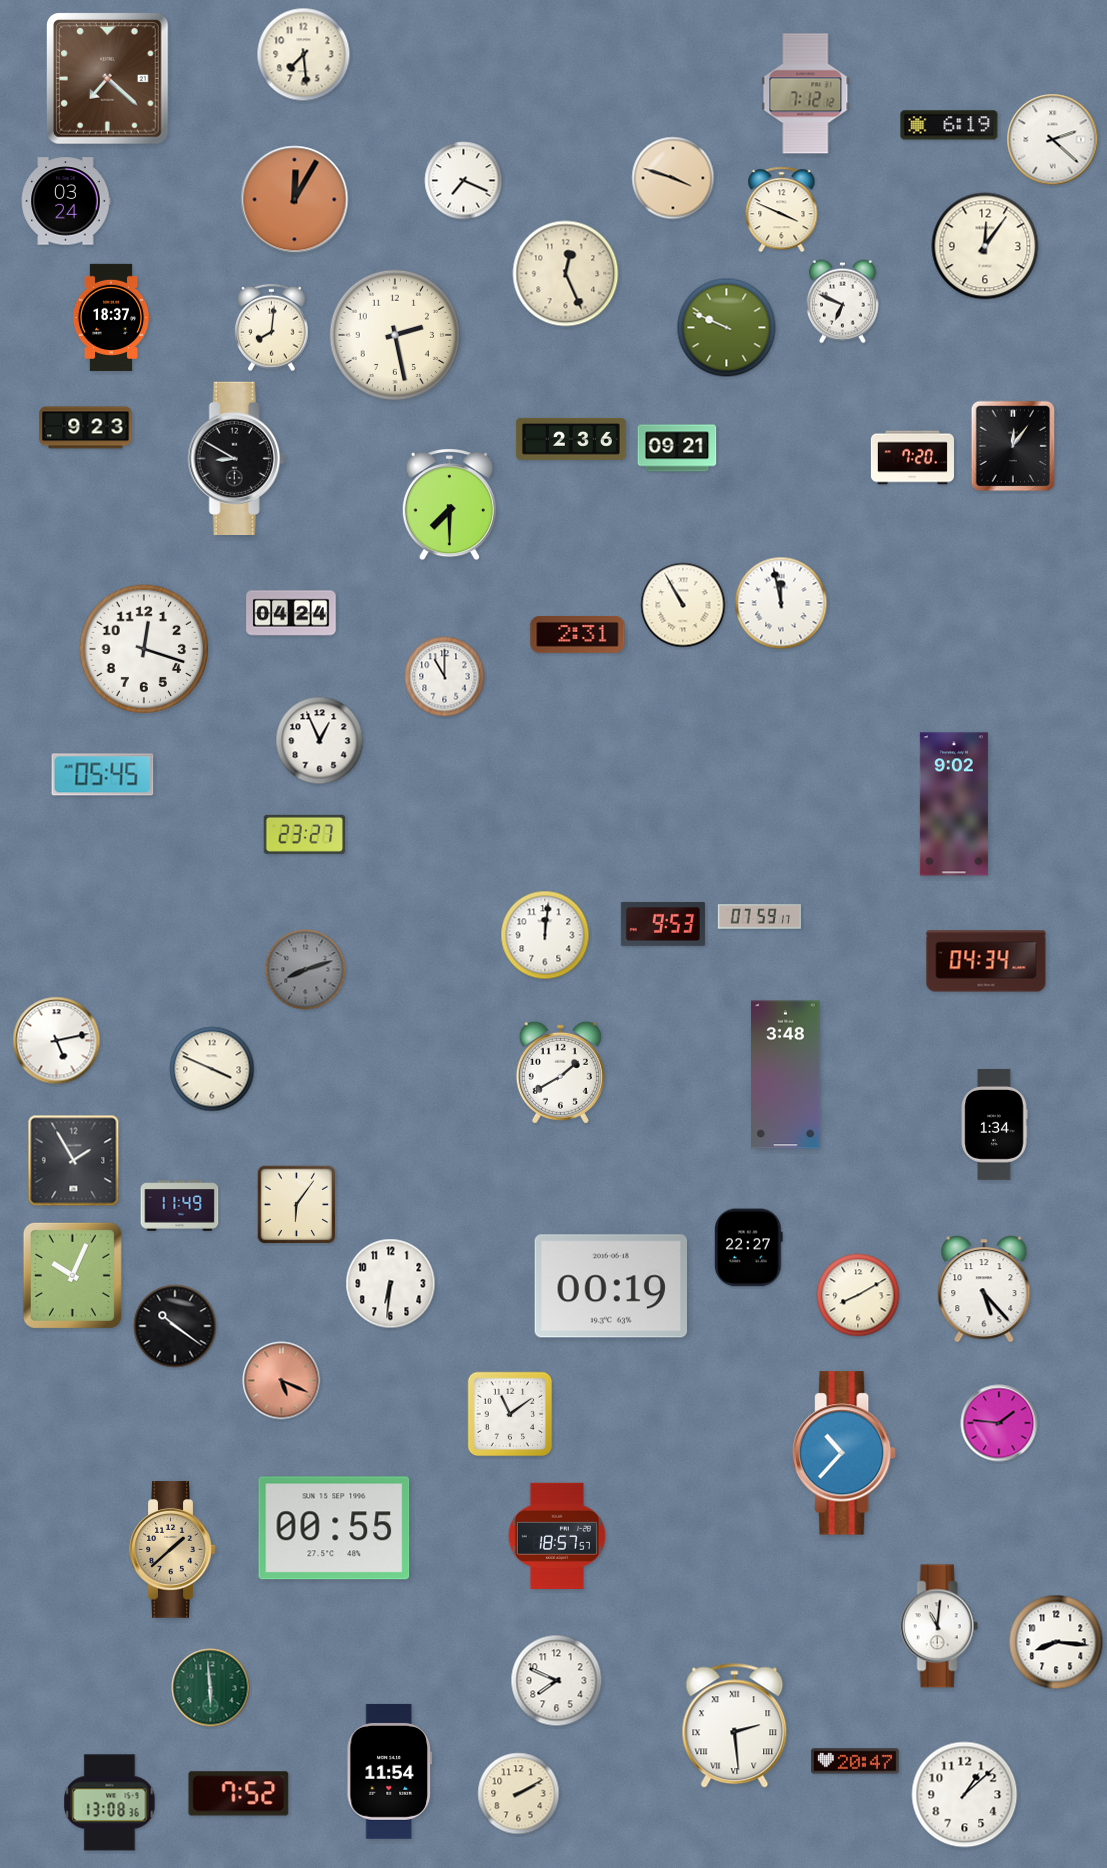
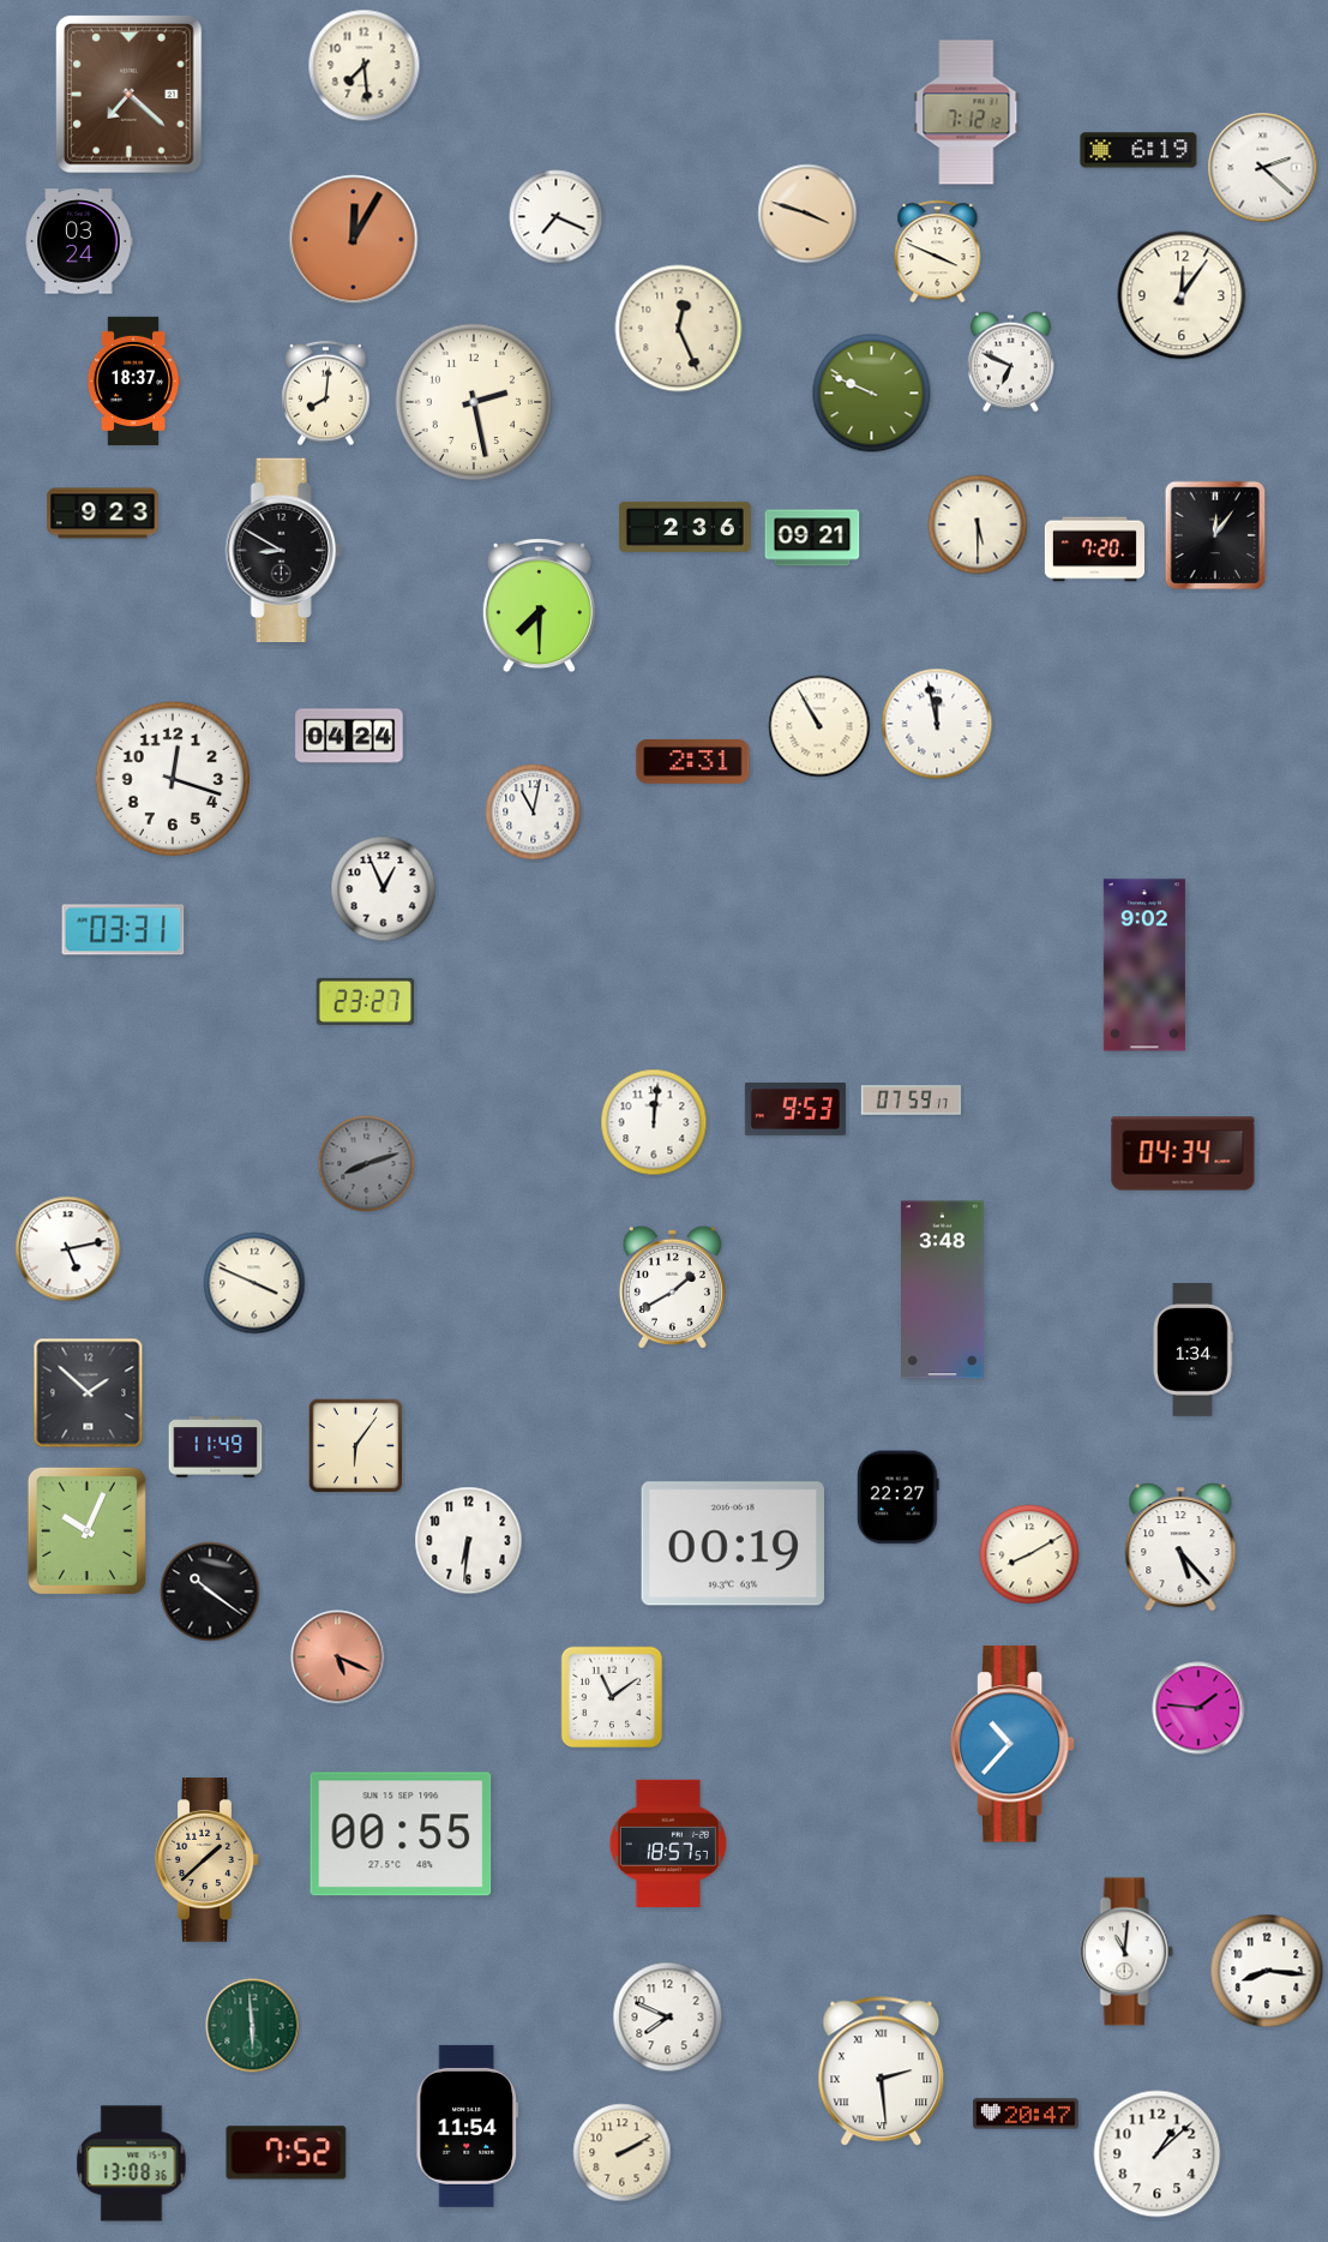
clock at (978, 524): none -> 5:30
clock at (445, 677): 11:00 -> 11:02
clock at (103, 775): 05:45 -> 03:31
clock at (74, 1161): 1:55 -> 1:52
